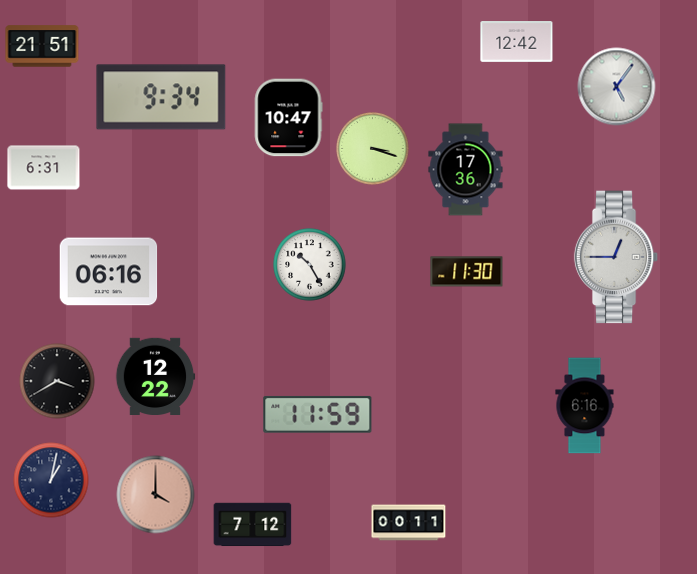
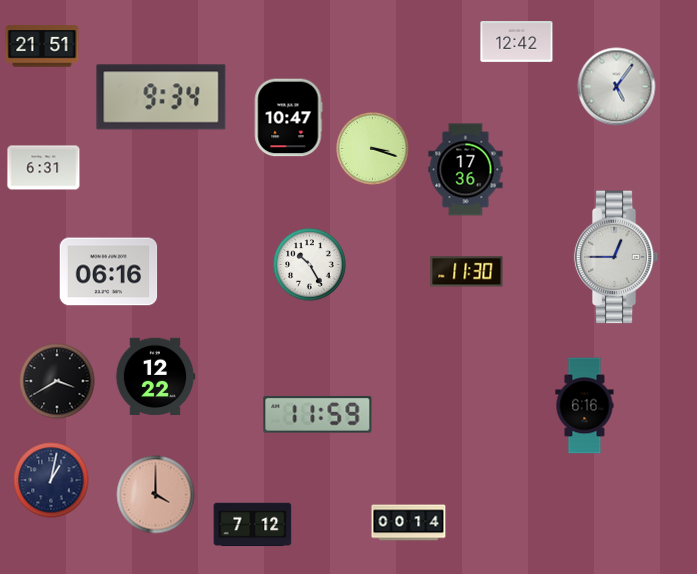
clock at (409, 523): 00:11 -> 00:14
